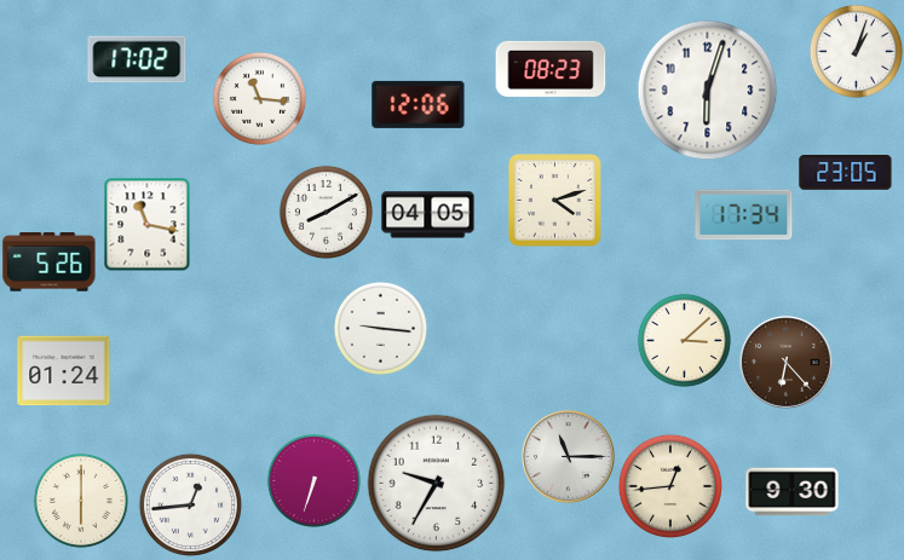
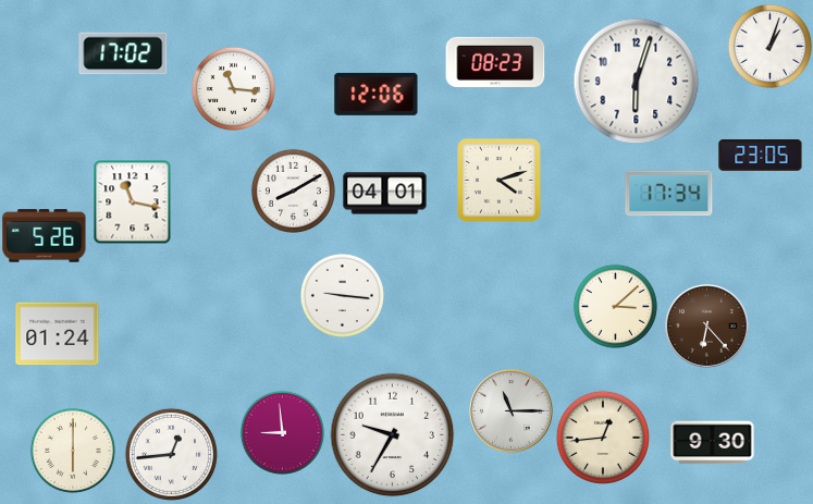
clock at (428, 215): 04:05 -> 04:01
clock at (313, 480): 6:33 -> 8:59
